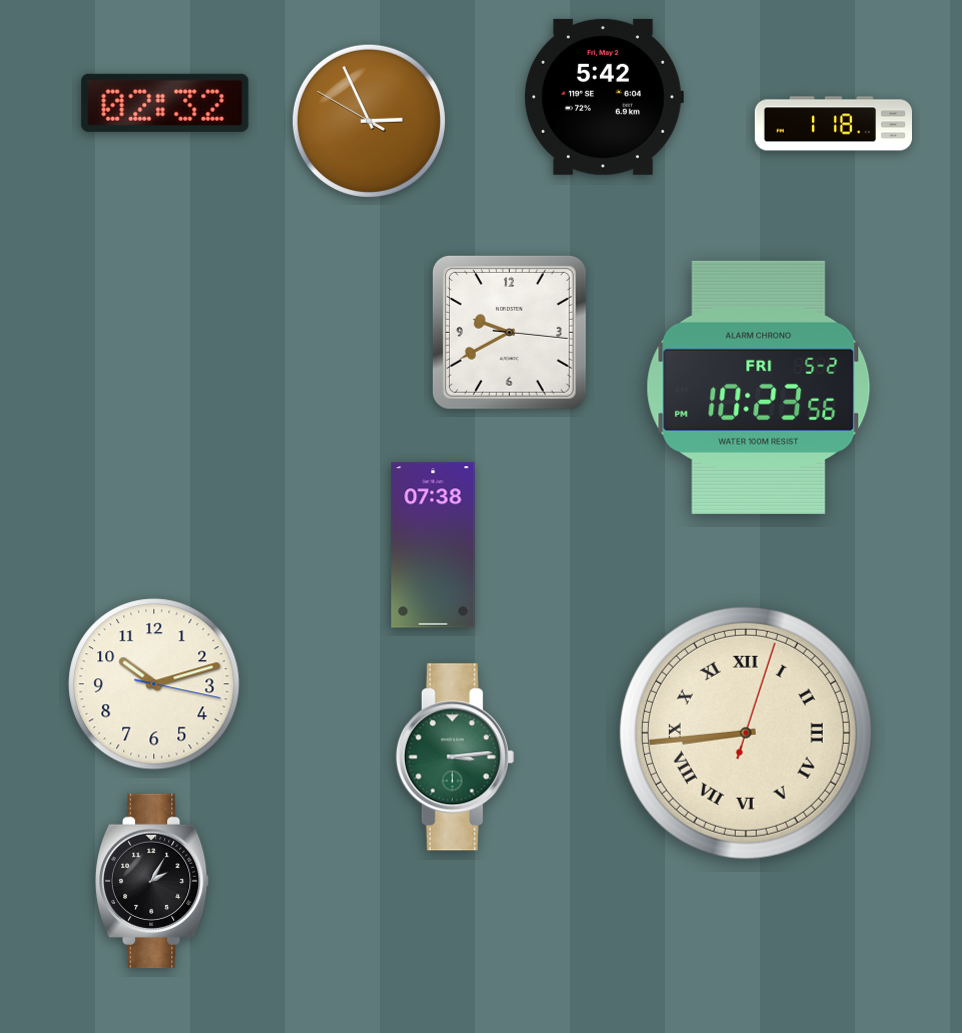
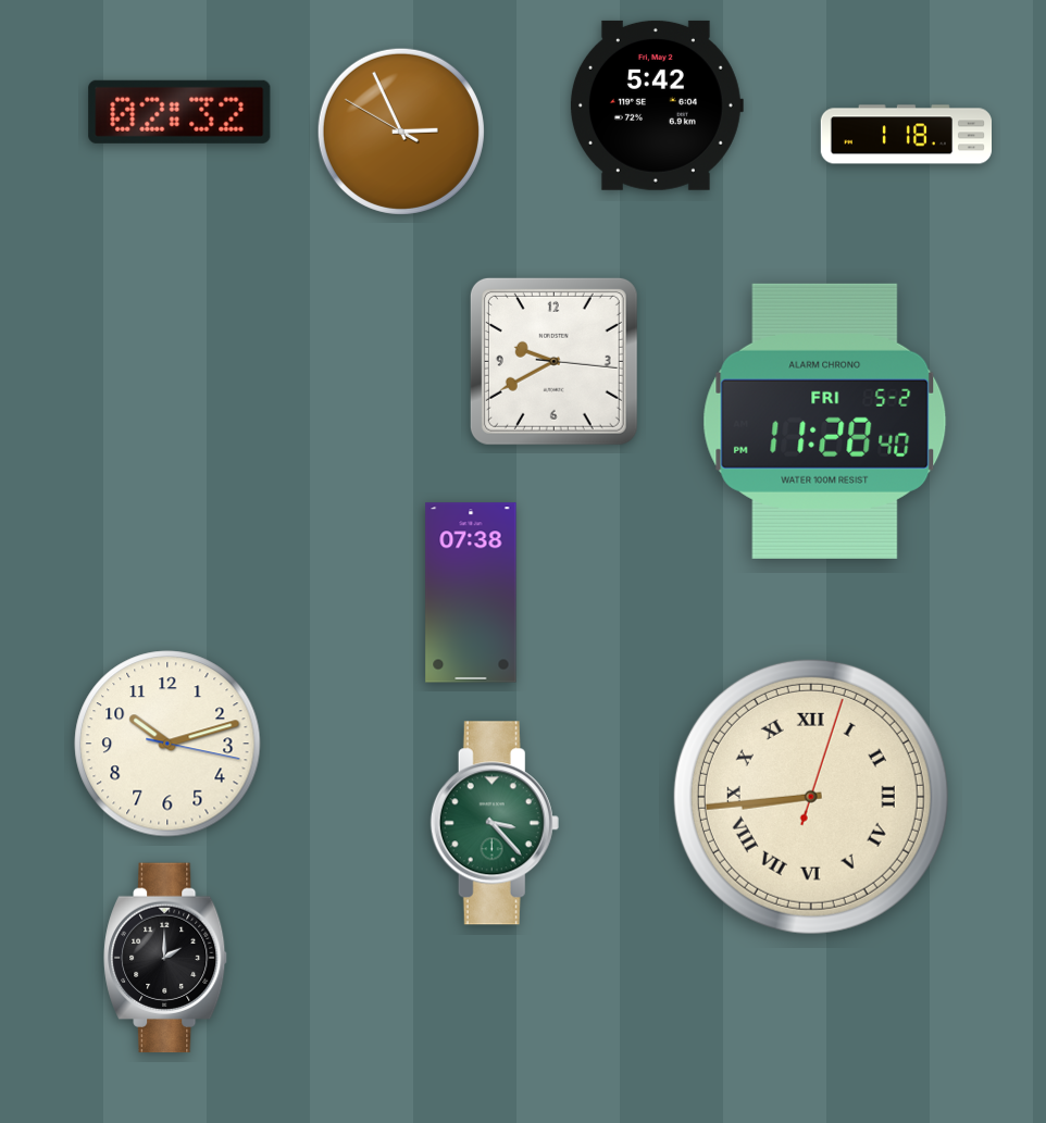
clock at (759, 387): 10:23 -> 11:28
clock at (455, 757): 3:14 -> 3:23
clock at (153, 881): 2:05 -> 2:00
